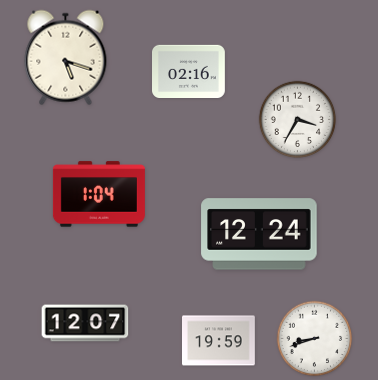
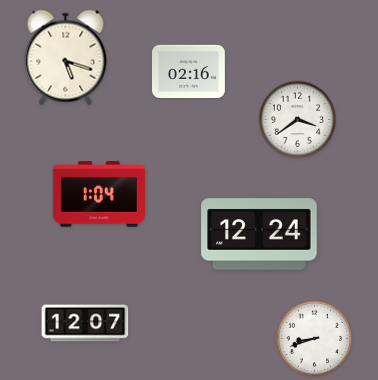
clock at (298, 120): 3:35 -> 3:39
clock at (219, 341): 19:59 -> none
